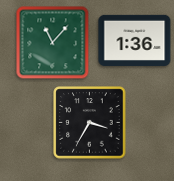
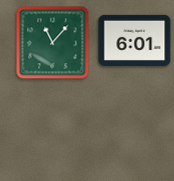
clock at (135, 40): 1:36 -> 6:01
clock at (90, 123): 3:35 -> none
